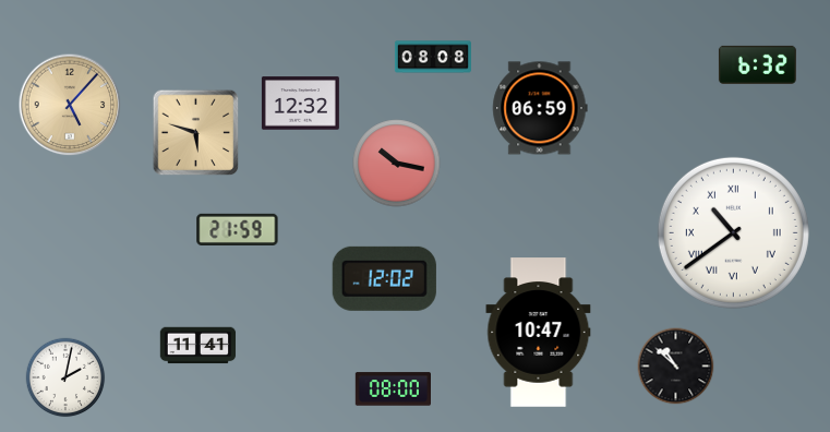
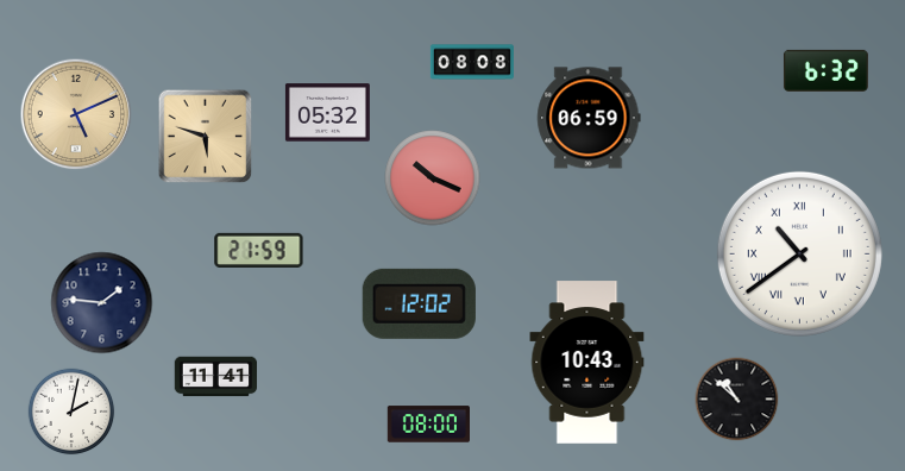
clock at (300, 104): 12:32 -> 05:32
clock at (70, 105): 5:07 -> 5:11
clock at (196, 133) position: (196, 133) -> (206, 137)
clock at (397, 164): 10:17 -> 10:19
clock at (102, 303): none -> 1:46
clock at (539, 333): 10:47 -> 10:43
